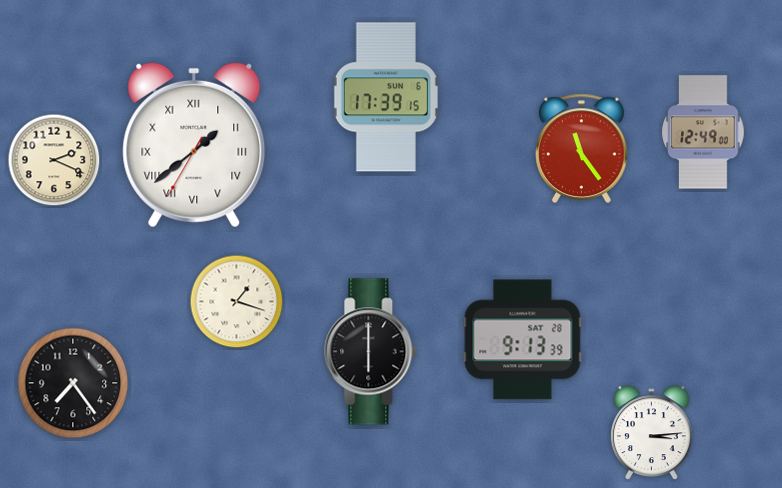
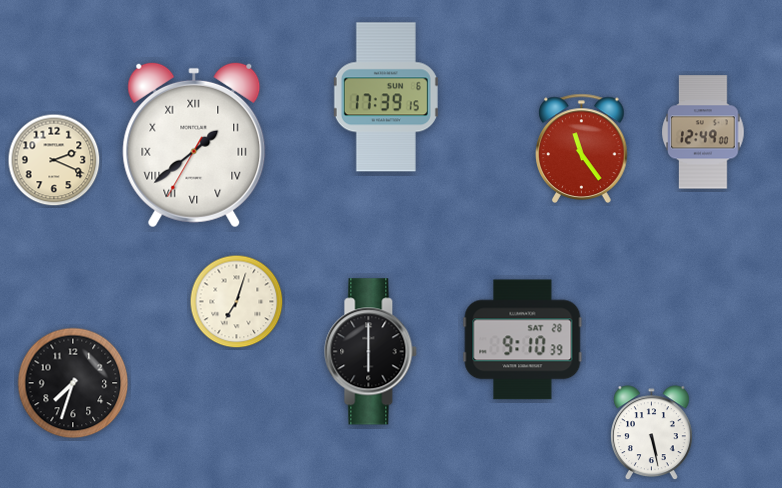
clock at (237, 302): 1:18 -> 7:03
clock at (523, 340): 9:13 -> 9:10
clock at (73, 383): 7:24 -> 7:33
clock at (651, 433): 3:14 -> 5:28
